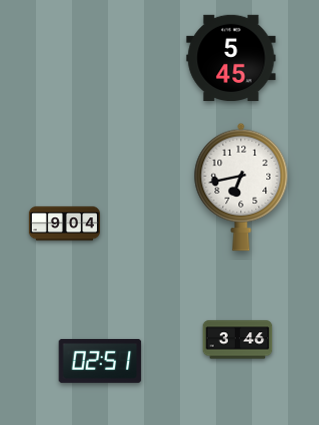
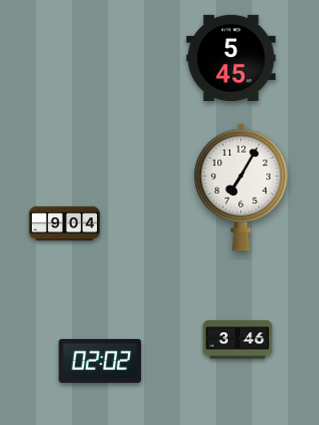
clock at (241, 187): 6:43 -> 7:05
clock at (100, 361): 02:51 -> 02:02
